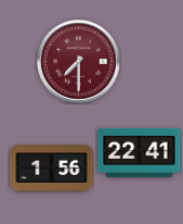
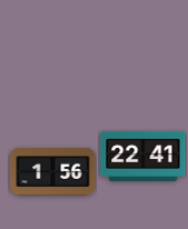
clock at (79, 62): 7:30 -> none
